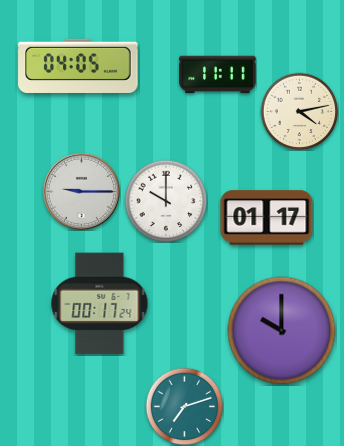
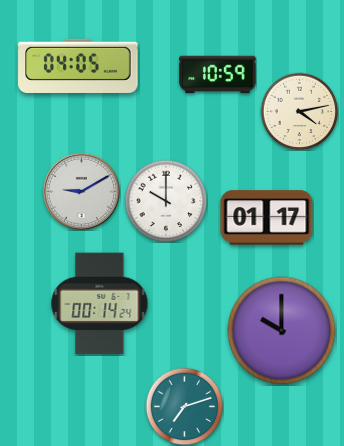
clock at (218, 75): 11:11 -> 10:59
clock at (81, 191): 9:15 -> 9:10
clock at (100, 304): 00:17 -> 00:14
